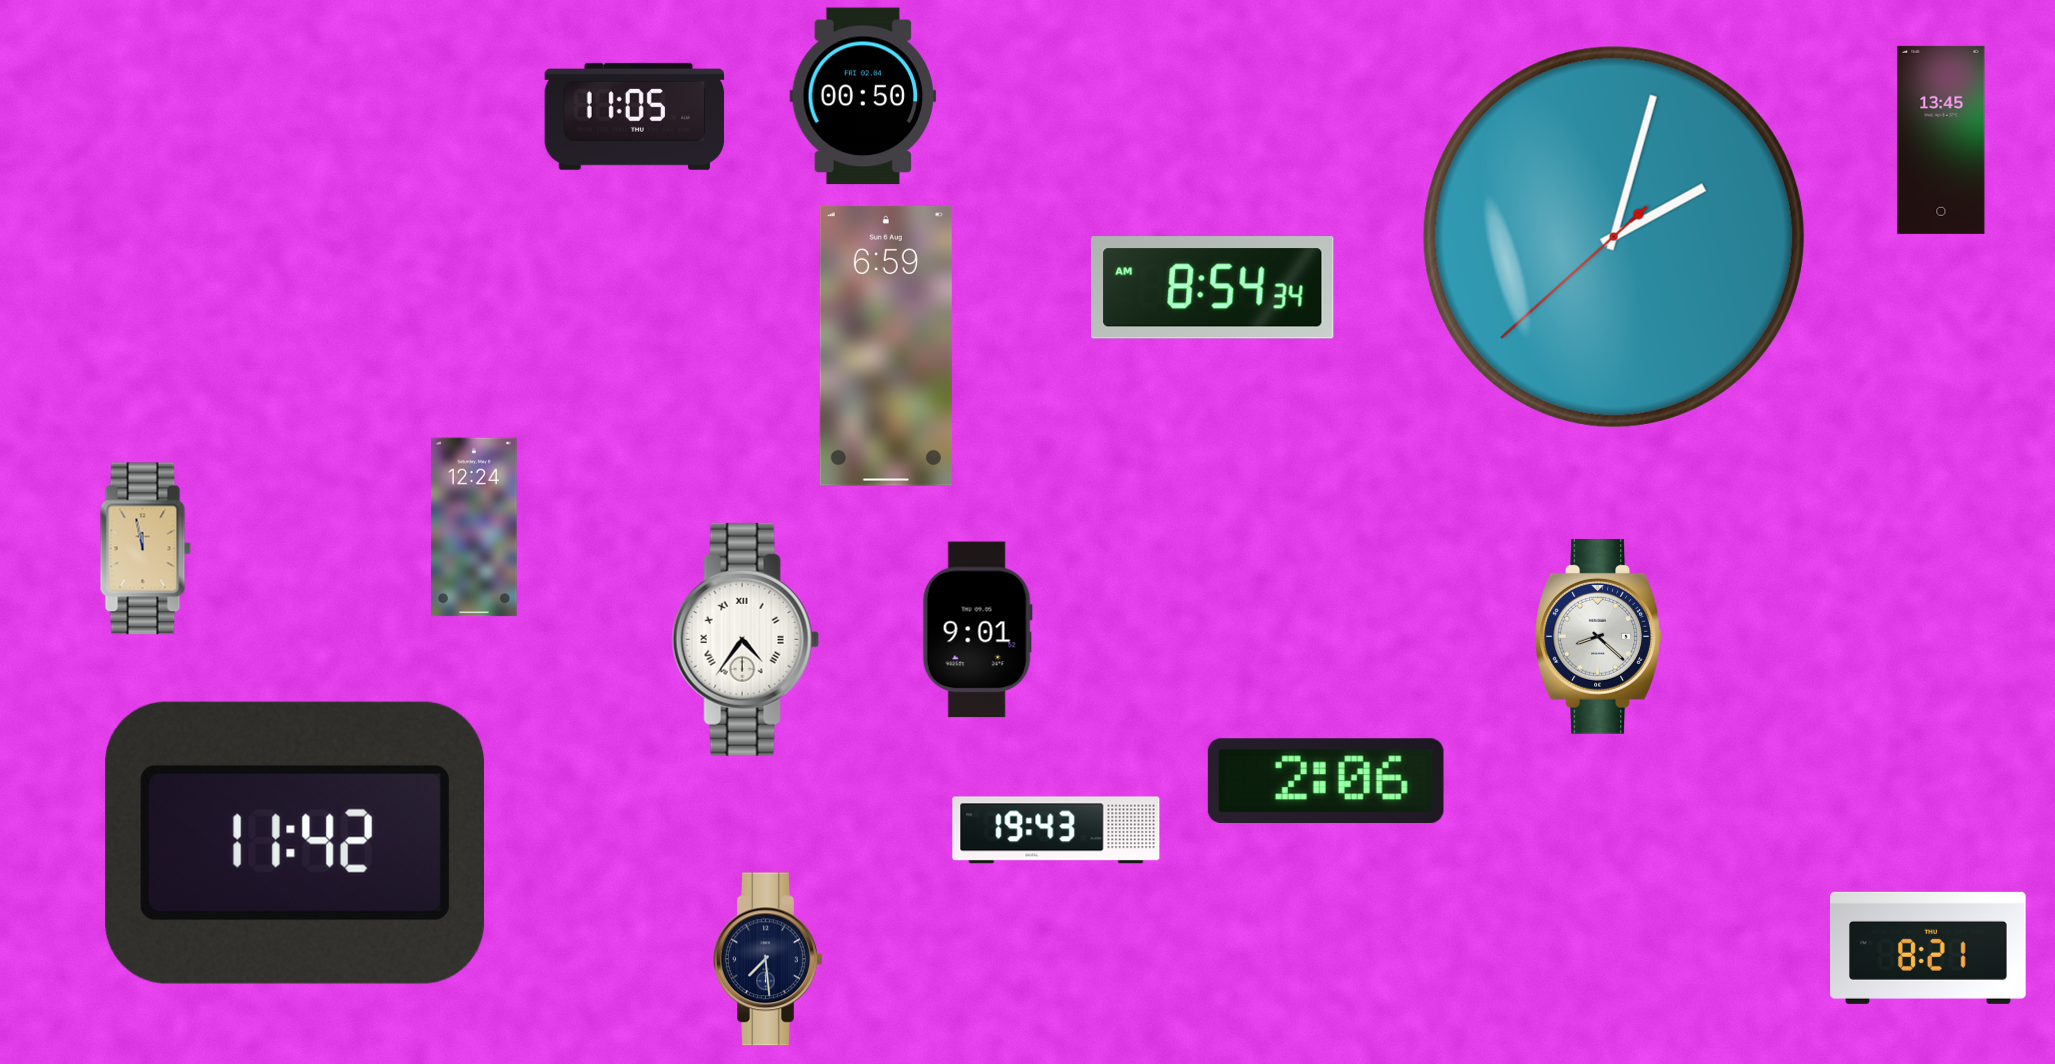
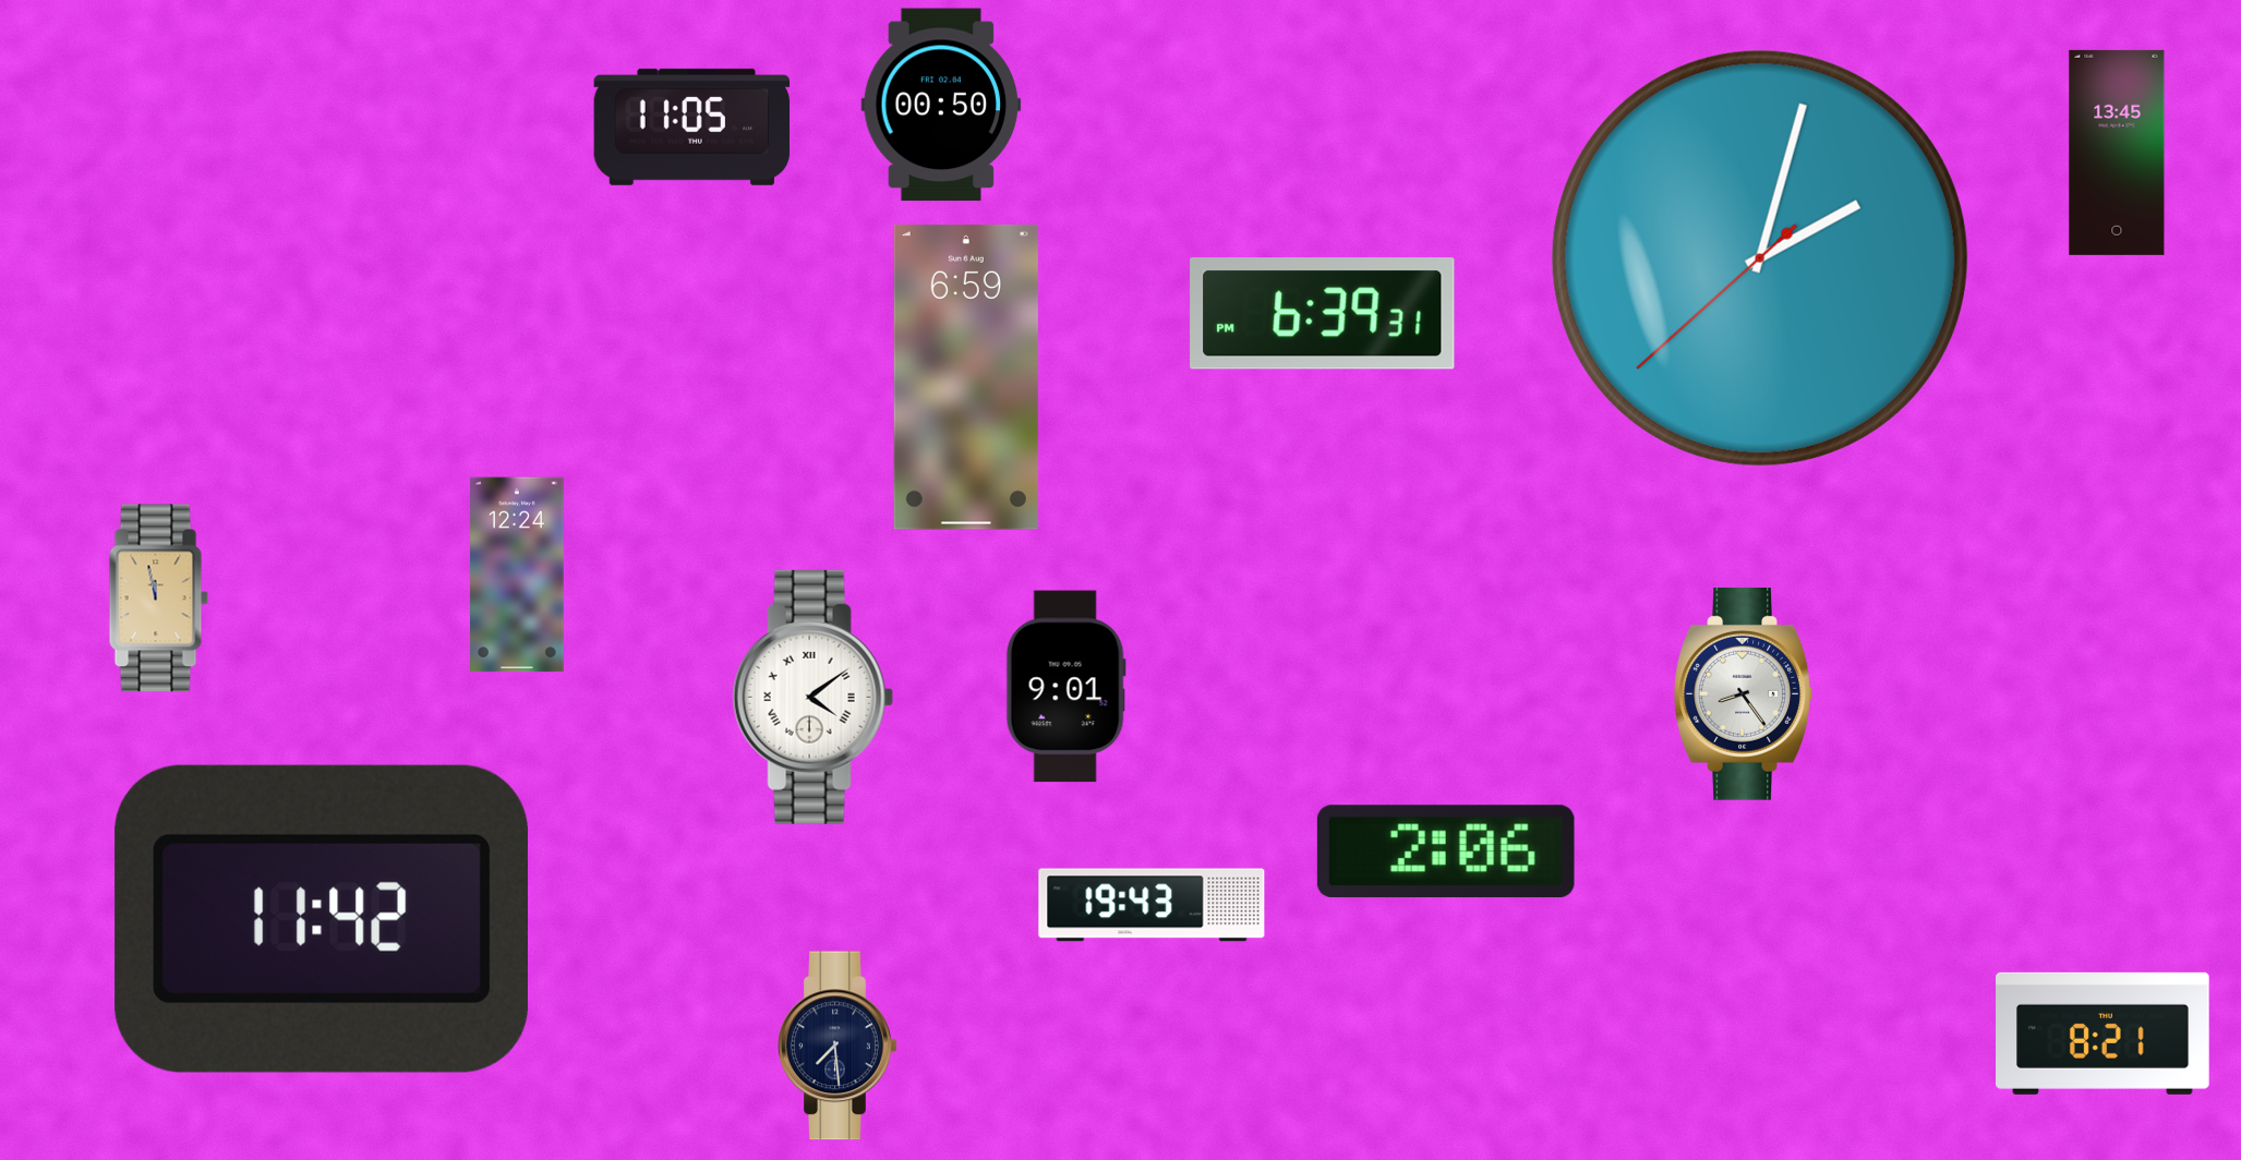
clock at (1213, 288): 8:54 -> 6:39
clock at (1599, 636): 8:22 -> 8:24
clock at (745, 639): 4:36 -> 4:09
